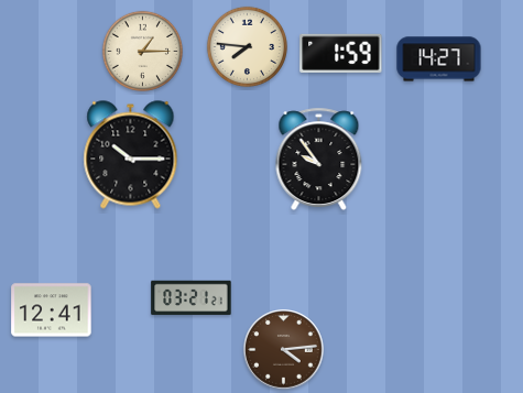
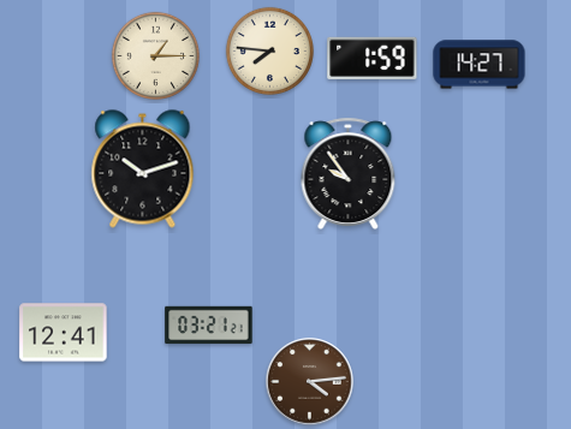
clock at (131, 155): 10:15 -> 10:12
clock at (52, 310) position: (52, 310) -> (64, 333)
